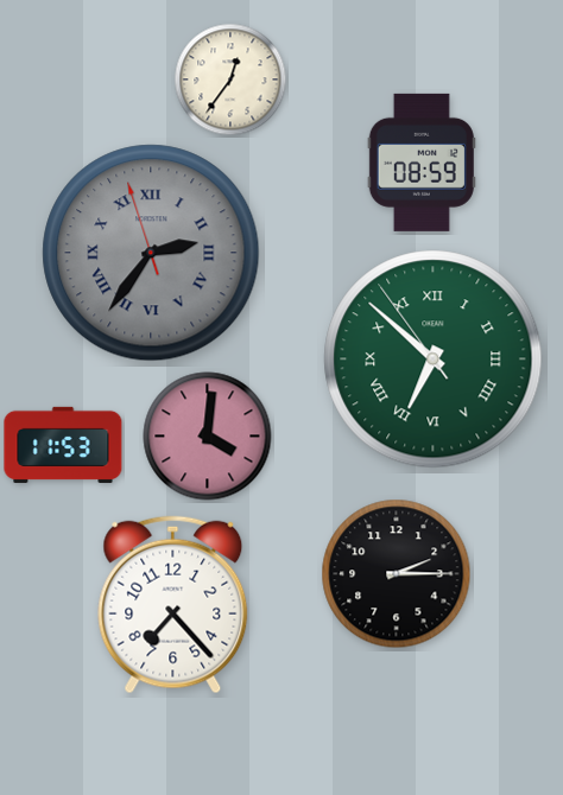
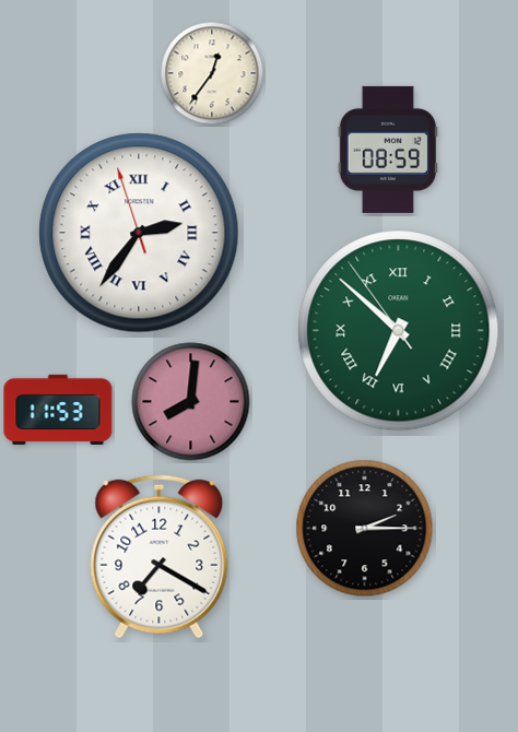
clock at (151, 253) dial: grey -> white
clock at (208, 437): 4:01 -> 8:01
clock at (173, 605): 7:23 -> 7:20
